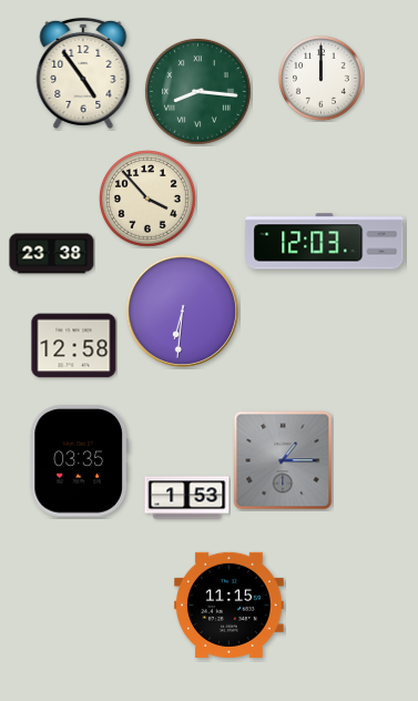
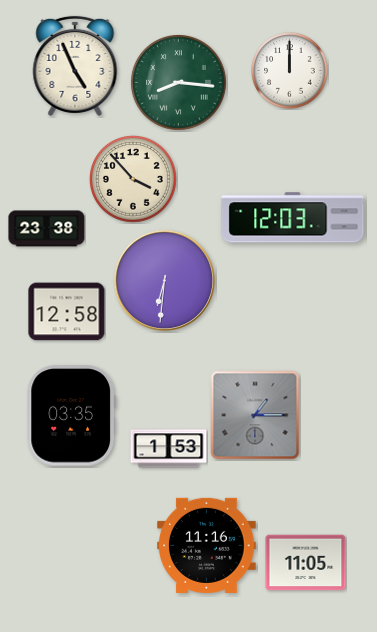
clock at (83, 73): 4:54 -> 4:56
clock at (230, 605): 11:15 -> 11:16
clock at (306, 563): none -> 11:05
